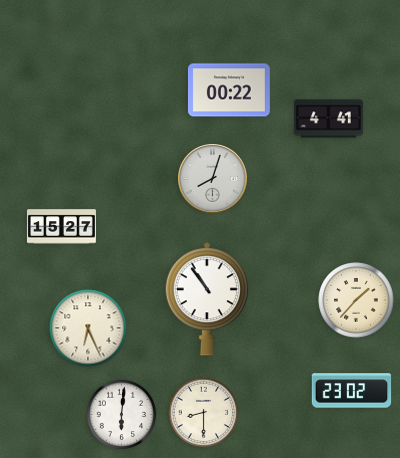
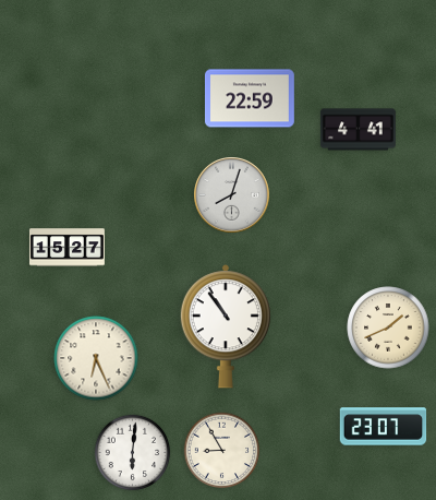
clock at (229, 90): 00:22 -> 22:59
clock at (356, 300): 1:37 -> 1:41
clock at (352, 391): 23:02 -> 23:07
clock at (204, 413): 8:30 -> 8:55
